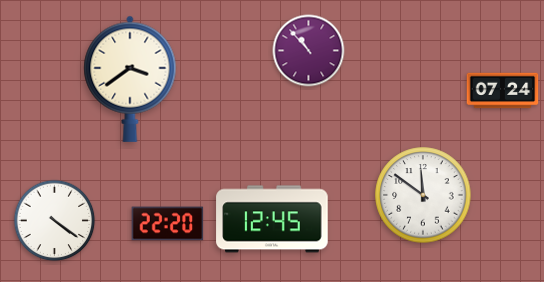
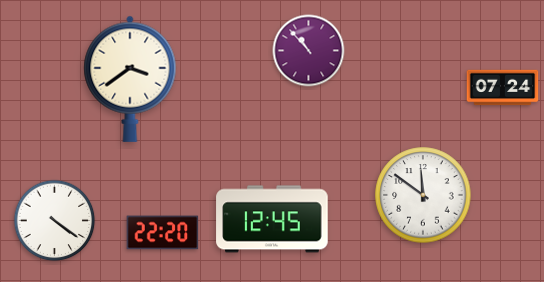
clock at (503, 91) position: (503, 91) -> (503, 88)
clock at (168, 224) position: (168, 224) -> (163, 233)
